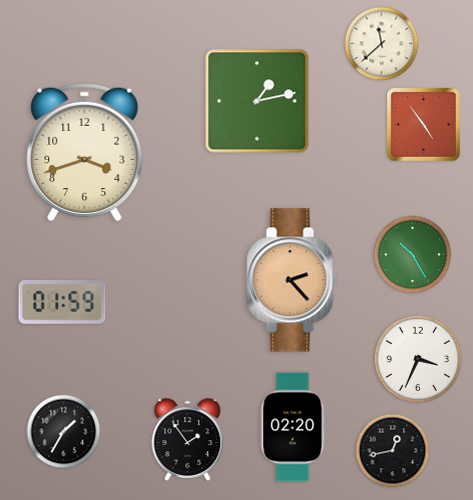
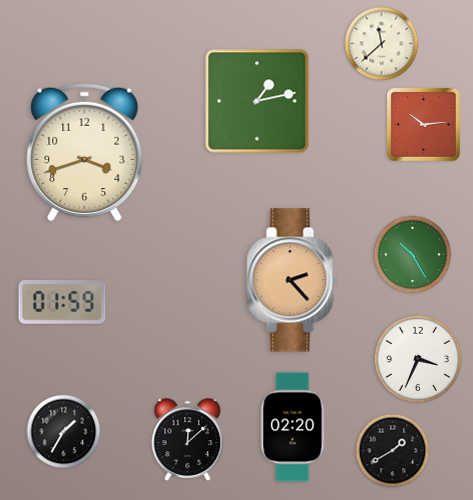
clock at (423, 124): 4:54 -> 10:14
clock at (188, 440): 1:54 -> 12:08
clock at (393, 451): 12:43 -> 1:40
